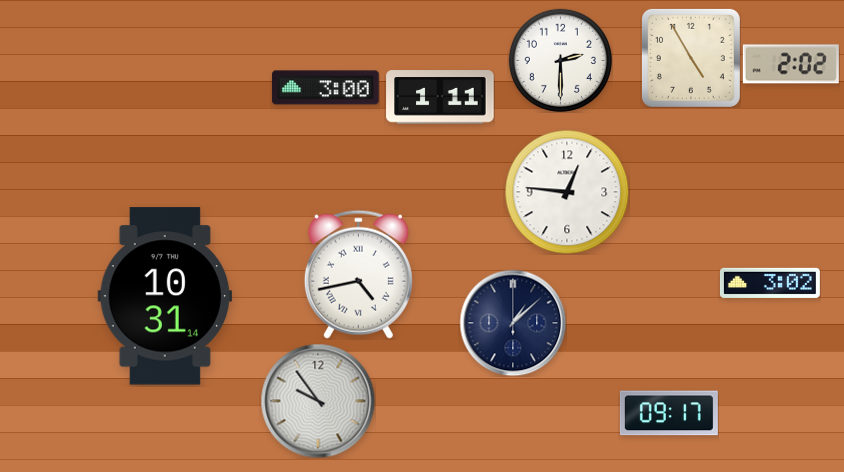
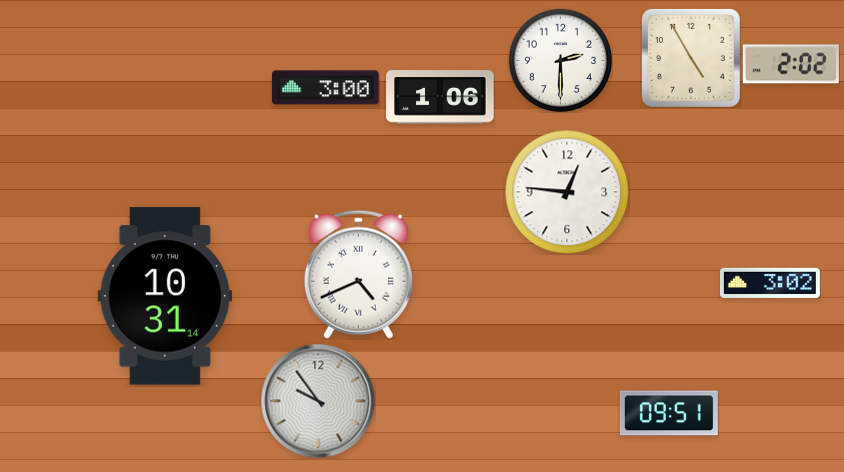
clock at (440, 97): 1:11 -> 1:06
clock at (358, 274): 4:43 -> 4:41
clock at (513, 323): 1:08 -> none
clock at (669, 413): 09:17 -> 09:51
